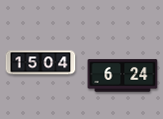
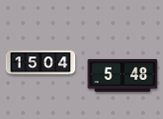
clock at (123, 76): 6:24 -> 5:48
